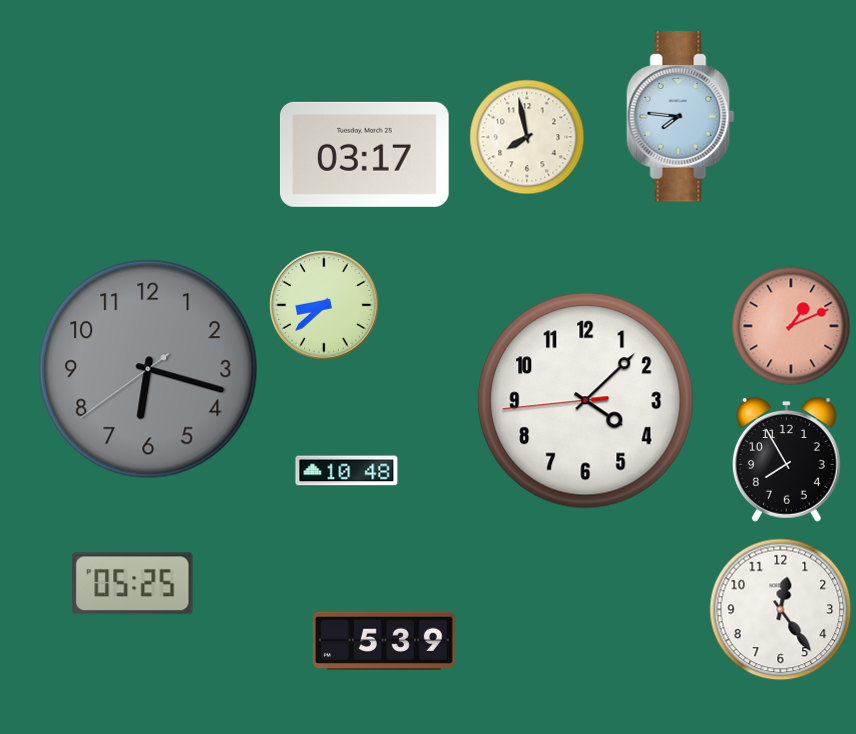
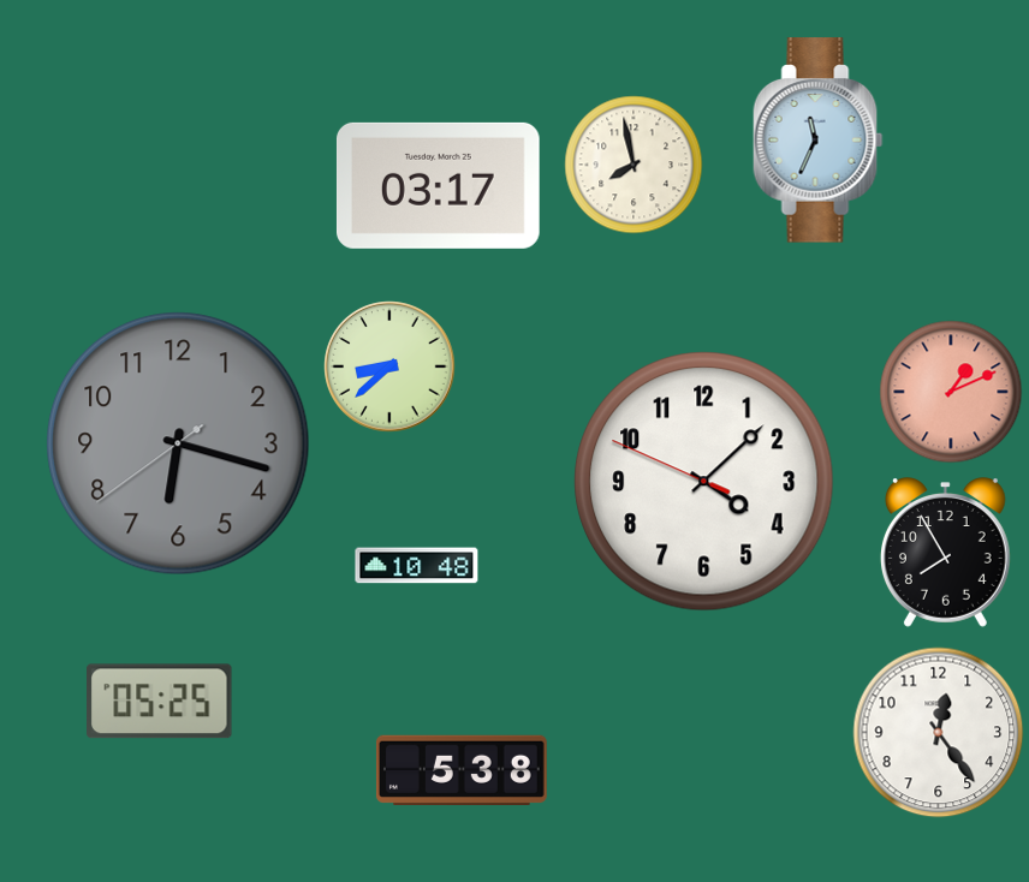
clock at (681, 117): 7:46 -> 11:34
clock at (586, 401): 4:07:44 -> 4:07:49
clock at (384, 640): 5:39 -> 5:38
